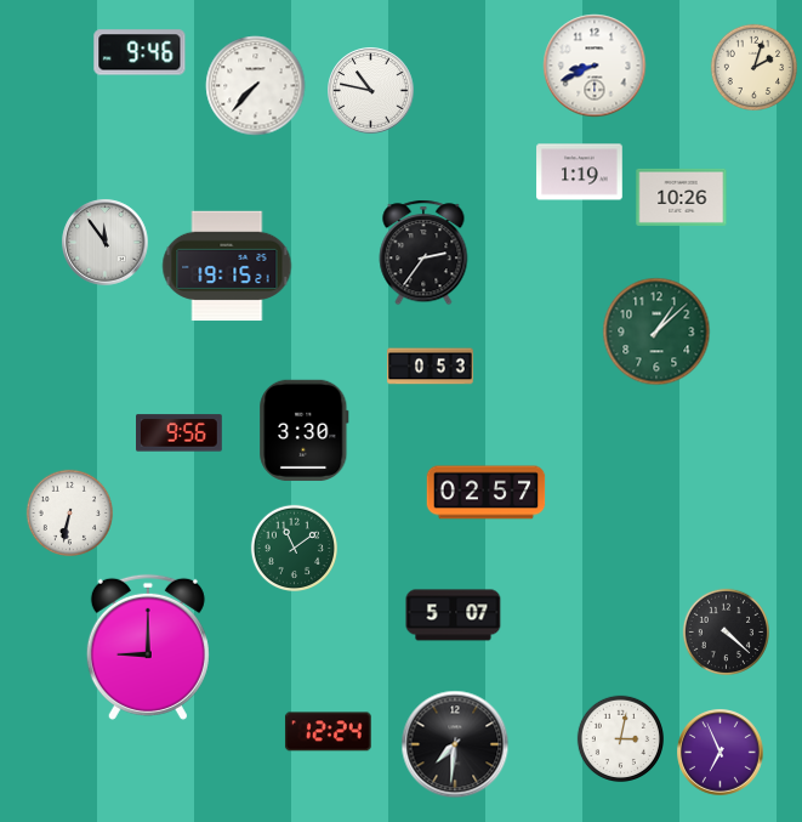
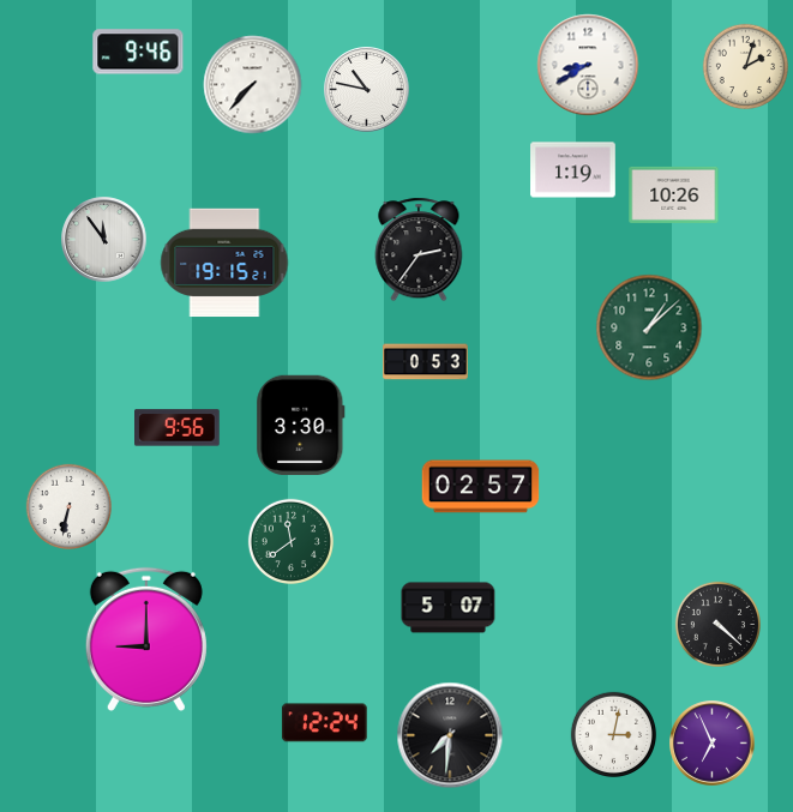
clock at (595, 66): 8:41 -> 8:40
clock at (295, 549): 11:09 -> 11:39
clock at (621, 739) position: (621, 739) -> (614, 735)
